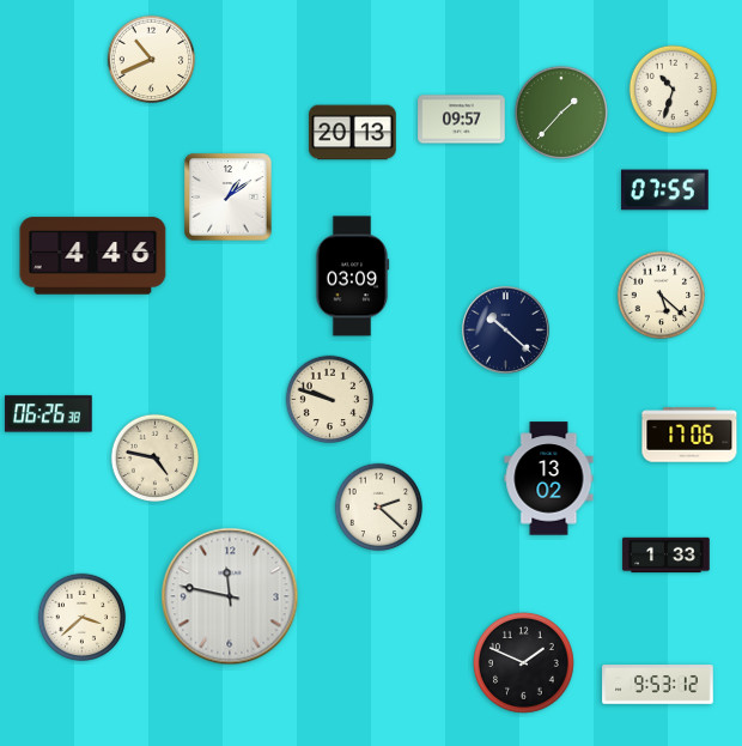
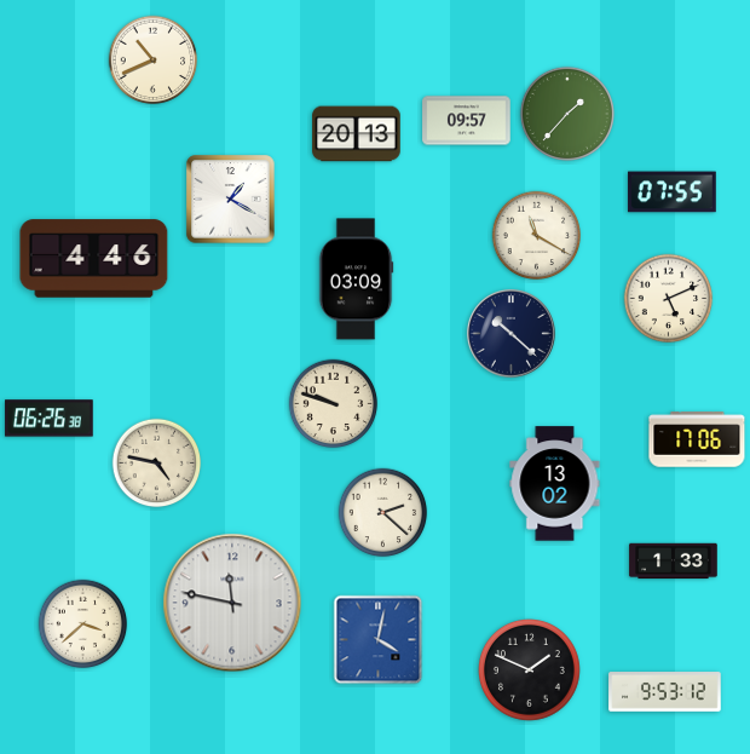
clock at (674, 90): 10:33 -> none
clock at (229, 198): 1:09 -> 1:20
clock at (537, 236): none -> 11:20
clock at (662, 296): 5:22 -> 5:11
clock at (379, 640): none -> 4:02
